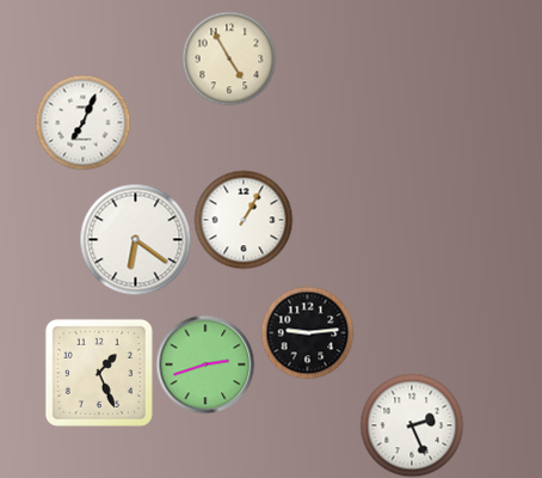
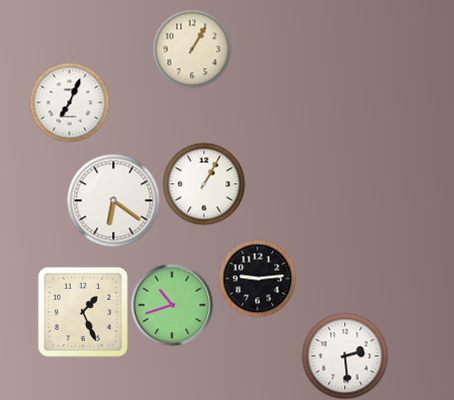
clock at (229, 59): 4:55 -> 1:05
clock at (205, 364): 2:42 -> 10:42
clock at (412, 425): 2:26 -> 2:29
